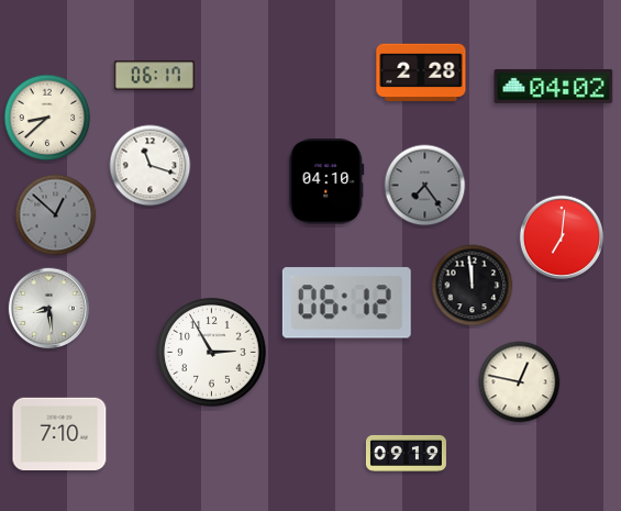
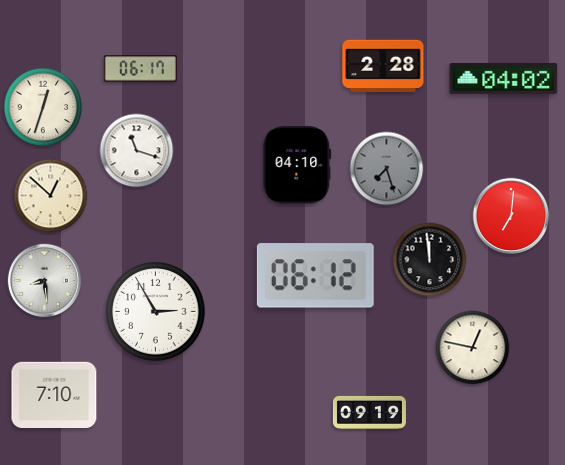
clock at (47, 118): 8:38 -> 12:33
clock at (425, 186): 7:24 -> 7:27
clock at (56, 215) dial: grey -> cream
clock at (212, 353) position: (212, 353) -> (156, 312)
